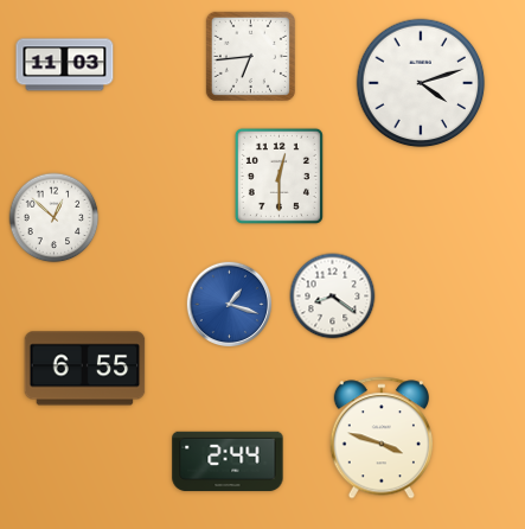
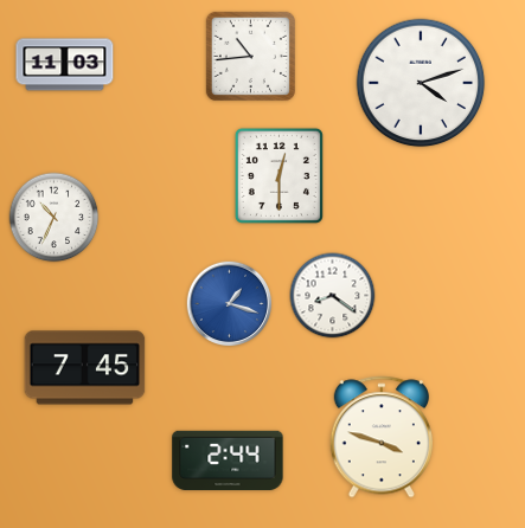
clock at (250, 56): 6:44 -> 10:44
clock at (55, 218): 12:52 -> 10:34
clock at (85, 369): 6:55 -> 7:45
